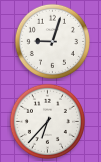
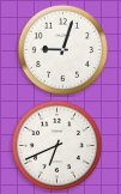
clock at (47, 121): 6:37 -> 6:41
